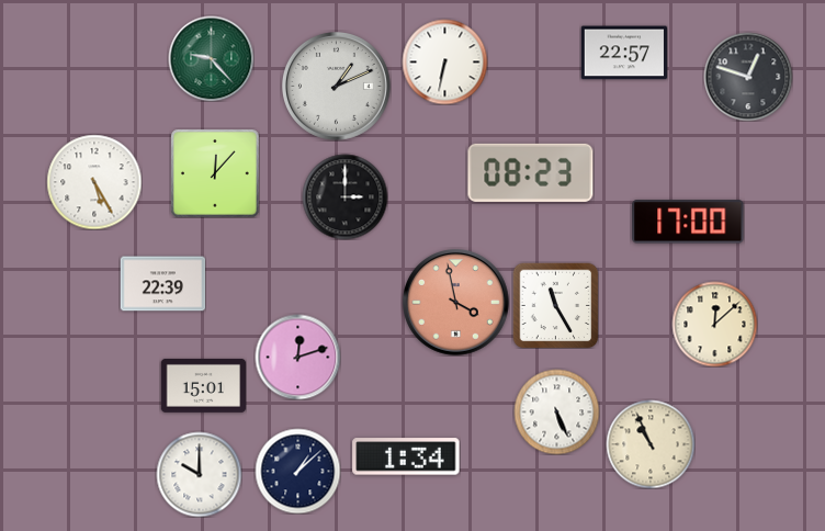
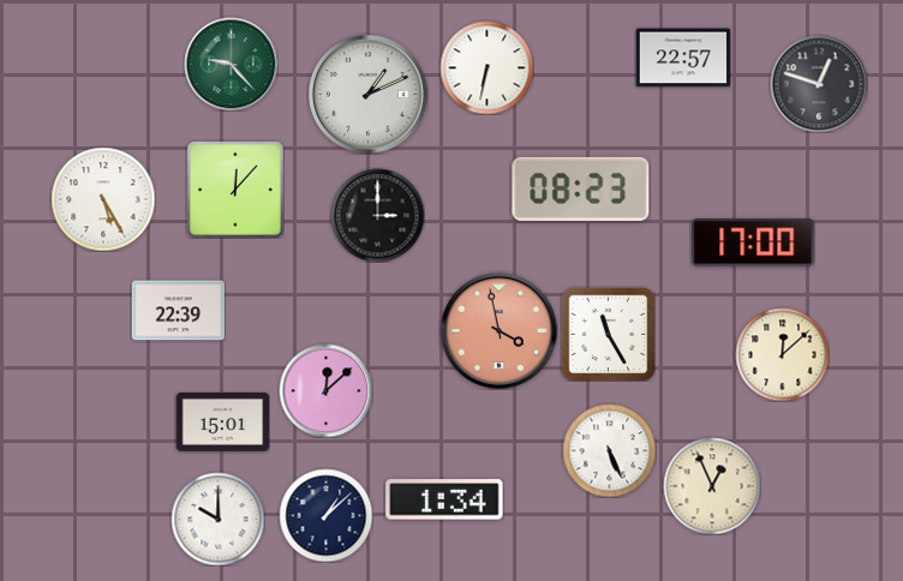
clock at (297, 357): 12:12 -> 12:08
clock at (651, 444): 10:56 -> 12:56
